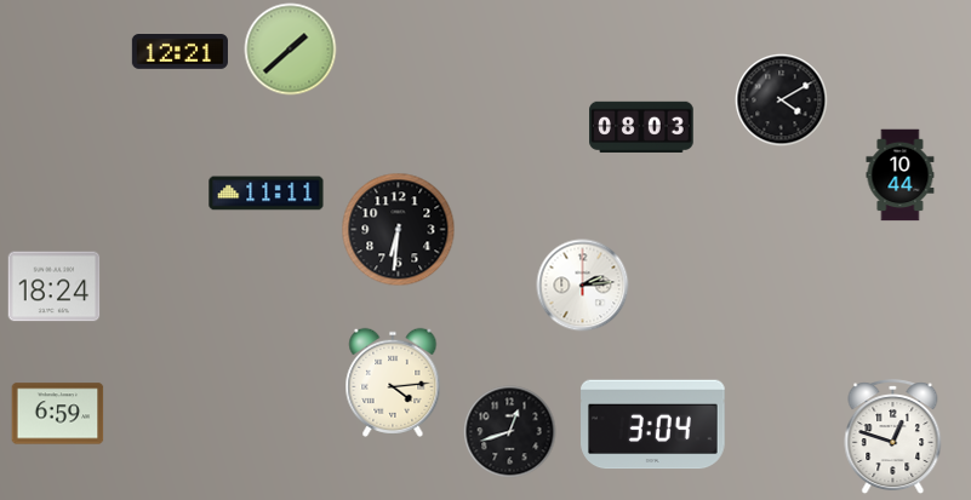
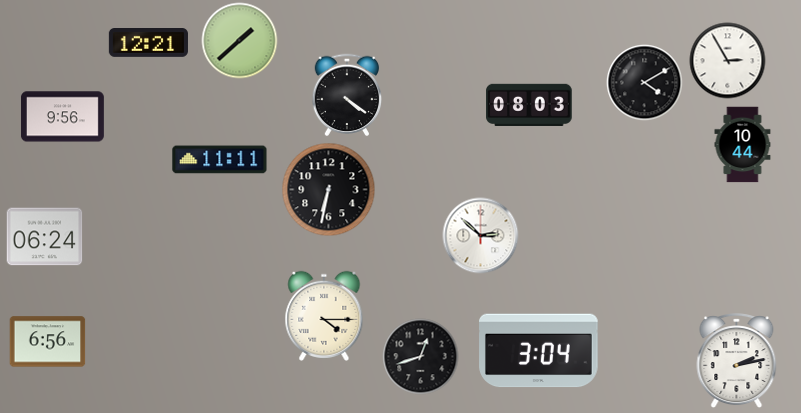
clock at (728, 61): none -> 2:55
clock at (347, 95): none -> 4:21
clock at (62, 117): none -> 9:56
clock at (399, 230): 6:31 -> 6:32
clock at (583, 286): 2:14 -> 2:52
clock at (55, 287): 18:24 -> 06:24
clock at (393, 383): 4:14 -> 4:15
clock at (58, 414): 6:59 -> 6:56
clock at (893, 437): 12:48 -> 2:13
